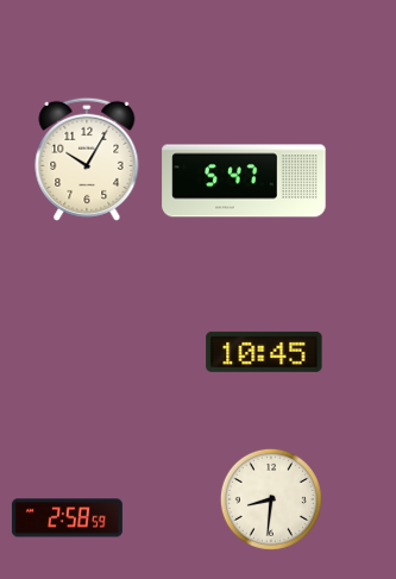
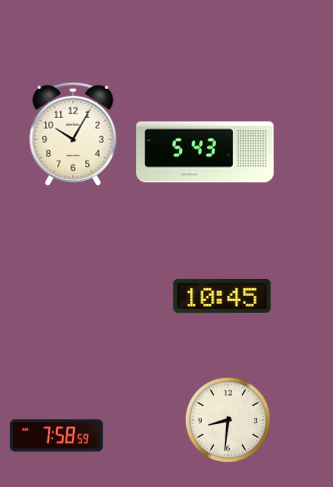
clock at (244, 181): 5:47 -> 5:43
clock at (67, 518): 2:58 -> 7:58
